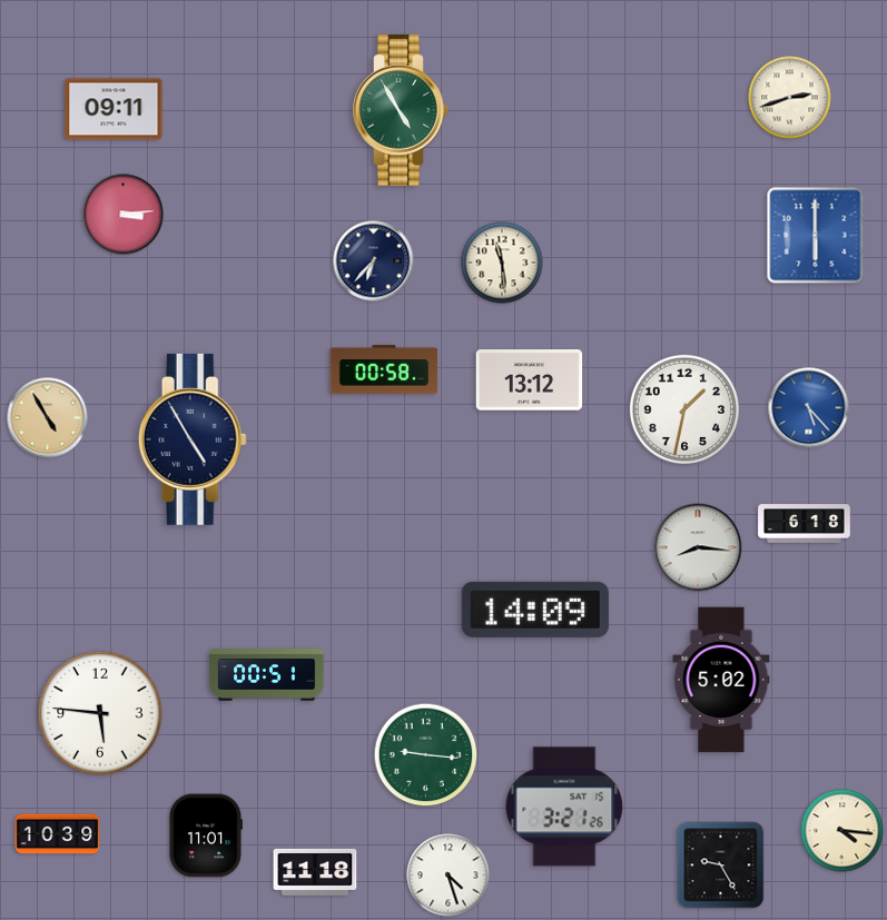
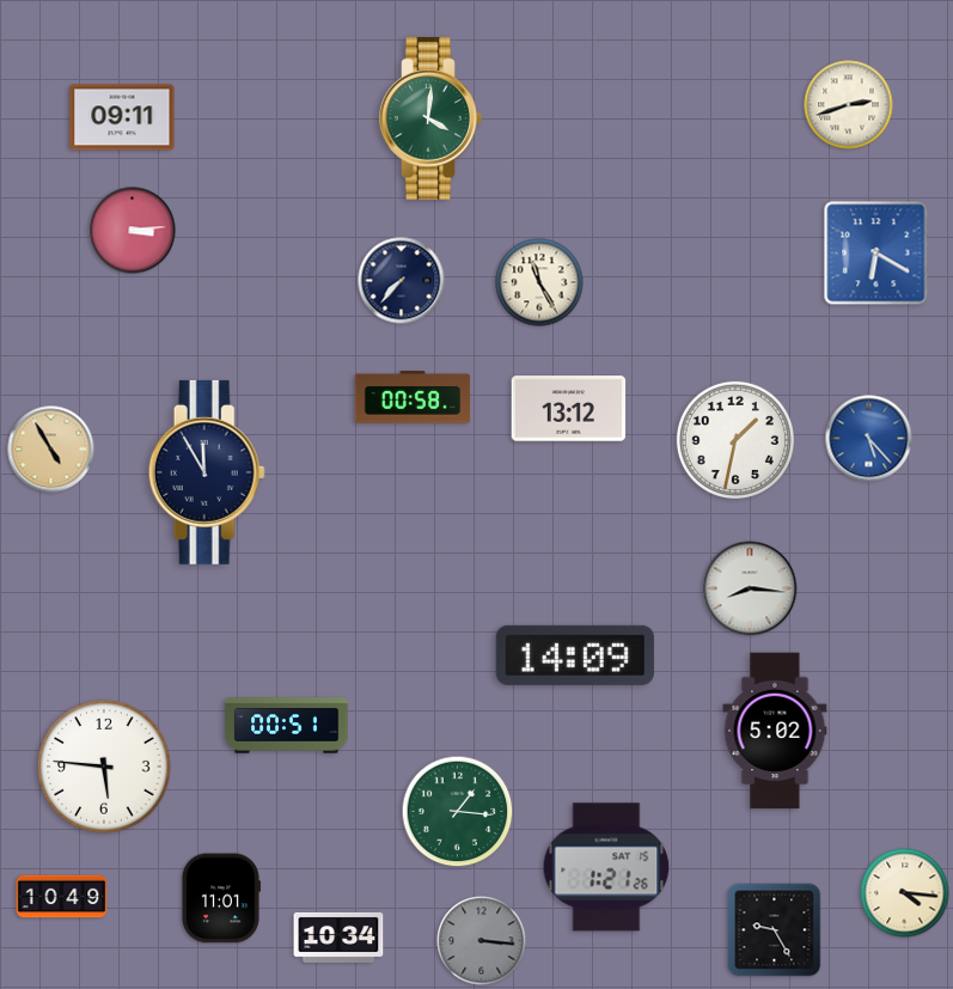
clock at (401, 110): 4:55 -> 4:01
clock at (816, 236): 6:00 -> 6:20
clock at (374, 261): 6:37 -> 7:37
clock at (502, 263): 11:29 -> 11:25
clock at (193, 439): 4:55 -> 11:55
clock at (805, 524): 6:18 -> none
clock at (100, 713) position: (100, 713) -> (104, 767)
clock at (426, 755): 9:16 -> 1:16
clock at (564, 807): 3:21 -> 1:21
clock at (58, 834): 10:39 -> 10:49
clock at (315, 872): 11:18 -> 10:34
clock at (449, 876): 4:27 -> 3:16
clock at (449, 876) dial: white -> grey
